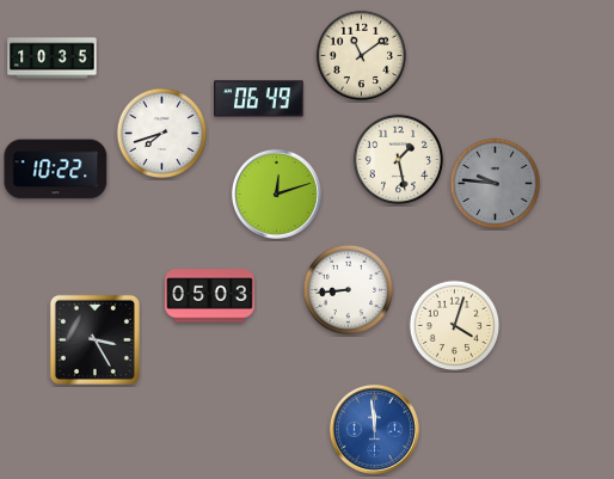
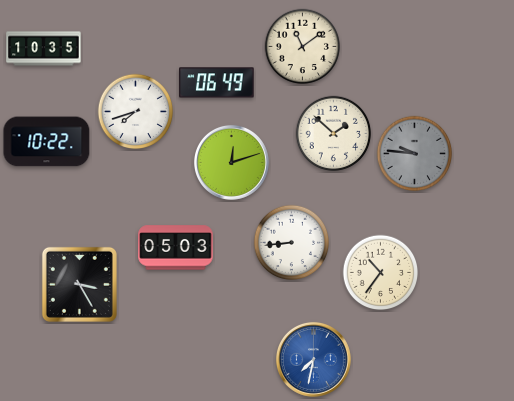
clock at (399, 160): 1:28 -> 1:52
clock at (455, 326): 4:03 -> 10:36
clock at (374, 429): 11:59 -> 7:32
